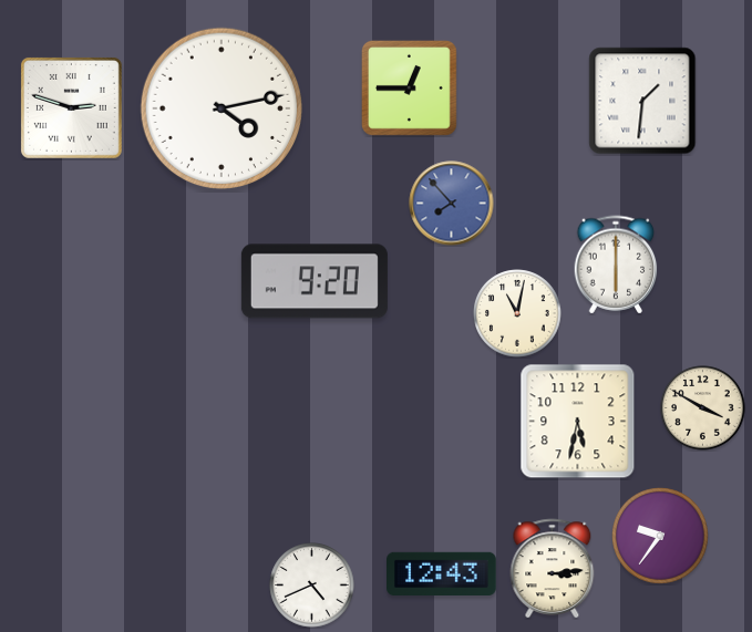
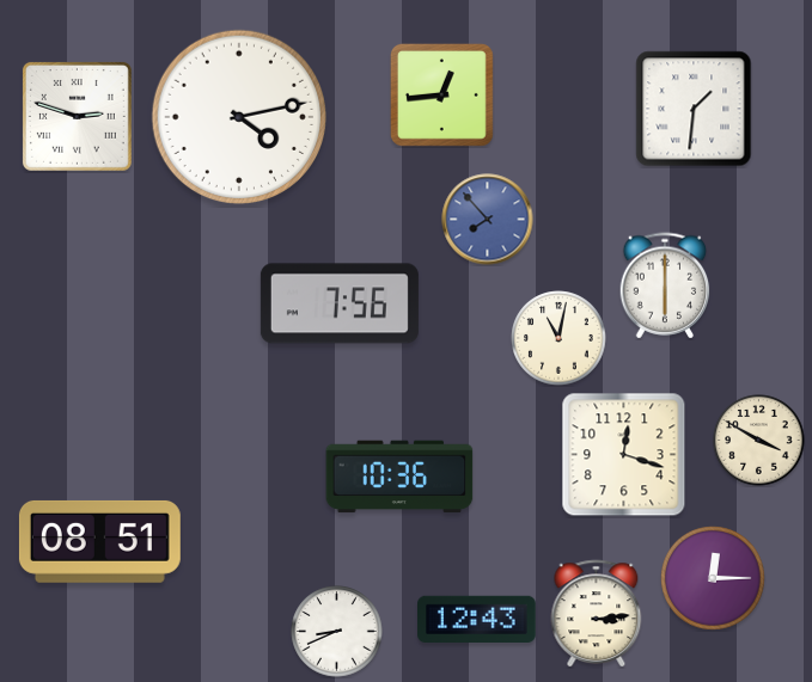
clock at (409, 87): 12:45 -> 12:44
clock at (315, 281): 9:20 -> 7:56
clock at (578, 422): 5:32 -> 12:18
clock at (399, 477): none -> 10:36
clock at (99, 541): none -> 08:51
clock at (661, 537): 9:36 -> 12:15
clock at (312, 586): 4:41 -> 8:41
